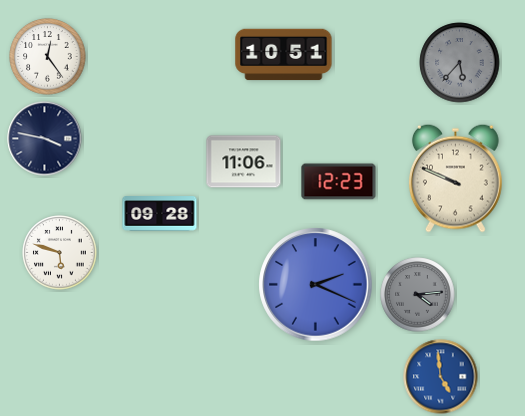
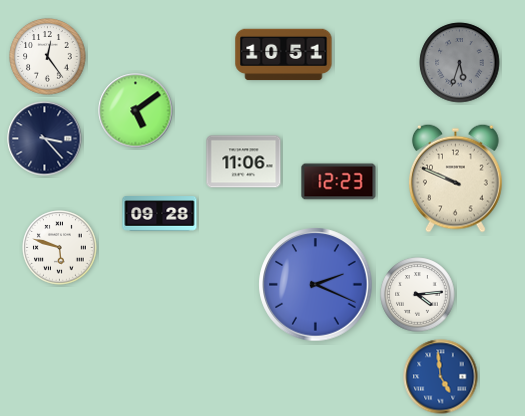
clock at (460, 63): 5:37 -> 5:33
clock at (136, 111): none -> 5:09
clock at (45, 139): 3:47 -> 3:23
clock at (60, 253) position: (60, 253) -> (60, 248)
clock at (418, 295) dial: grey -> white
